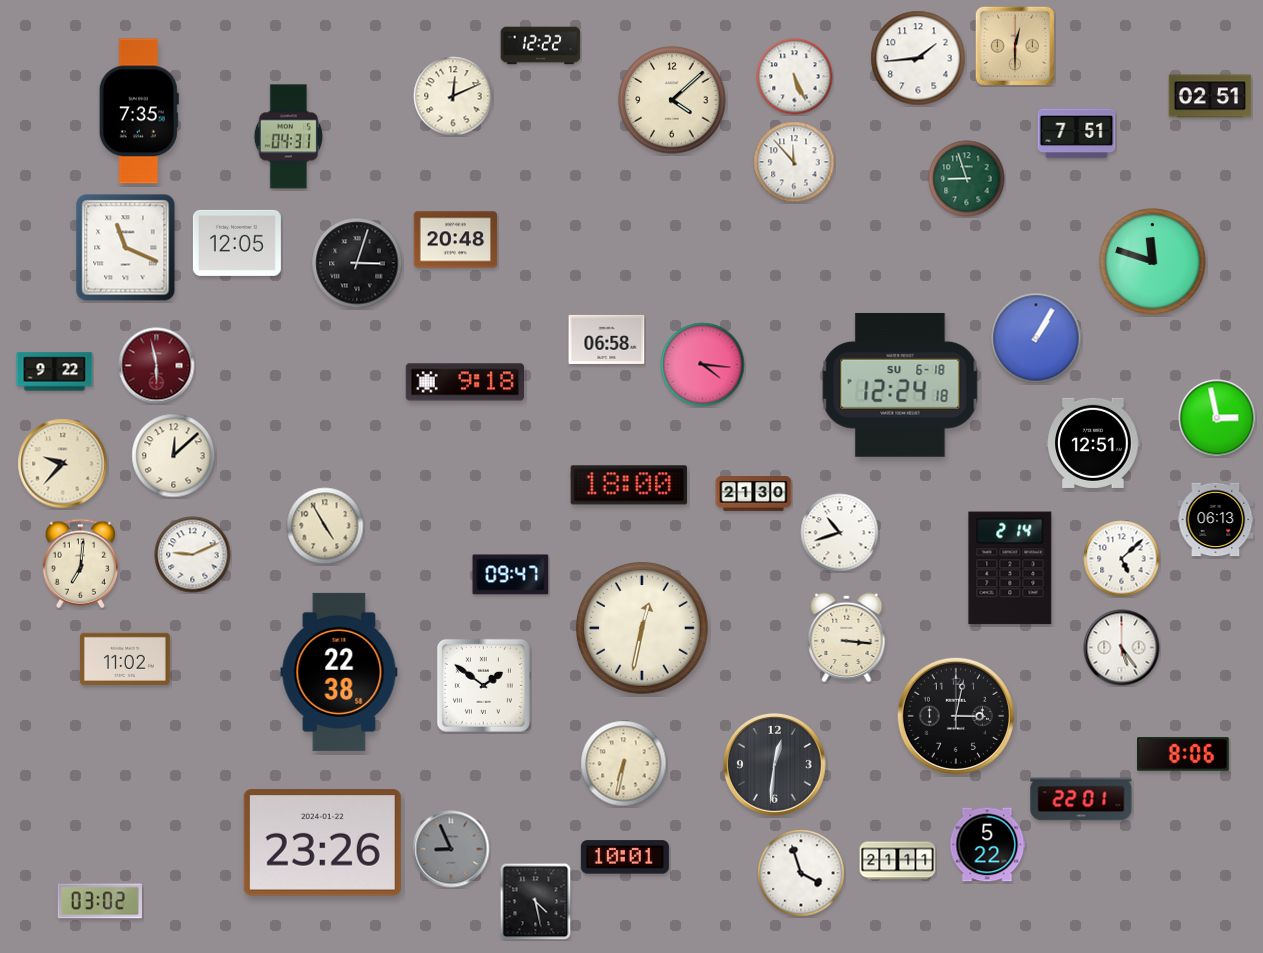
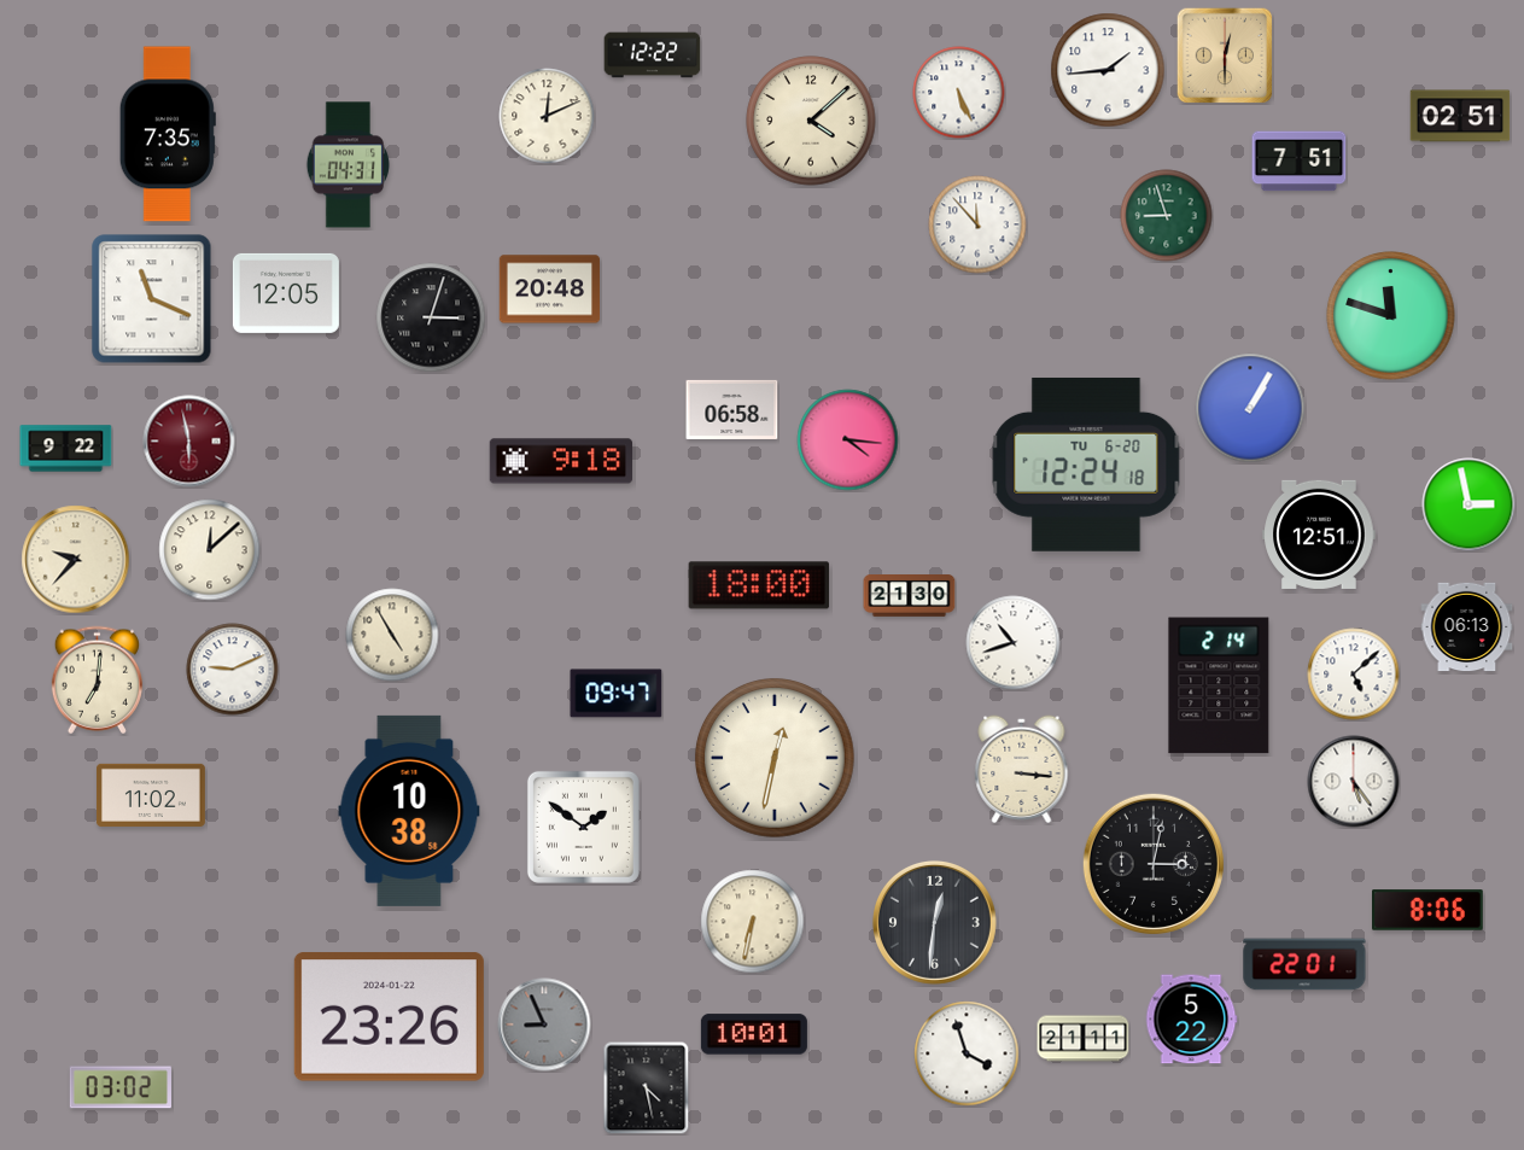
clock at (794, 162) position: (794, 162) -> (977, 224)
clock at (900, 385) date: SU 6-18 -> TU 6-20
clock at (339, 672): 22:38 -> 10:38
